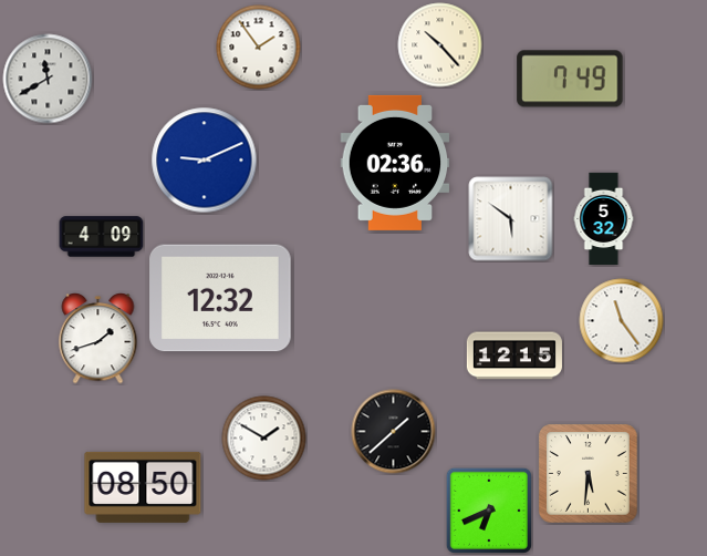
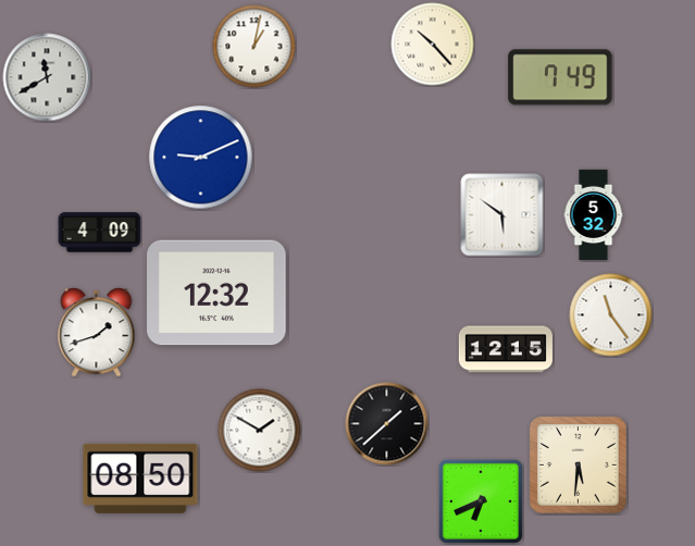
clock at (259, 48): 1:54 -> 1:02
clock at (395, 163): 02:36 -> none
